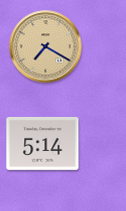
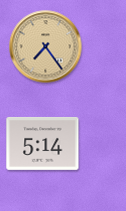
clock at (46, 47): 7:20 -> 7:24
